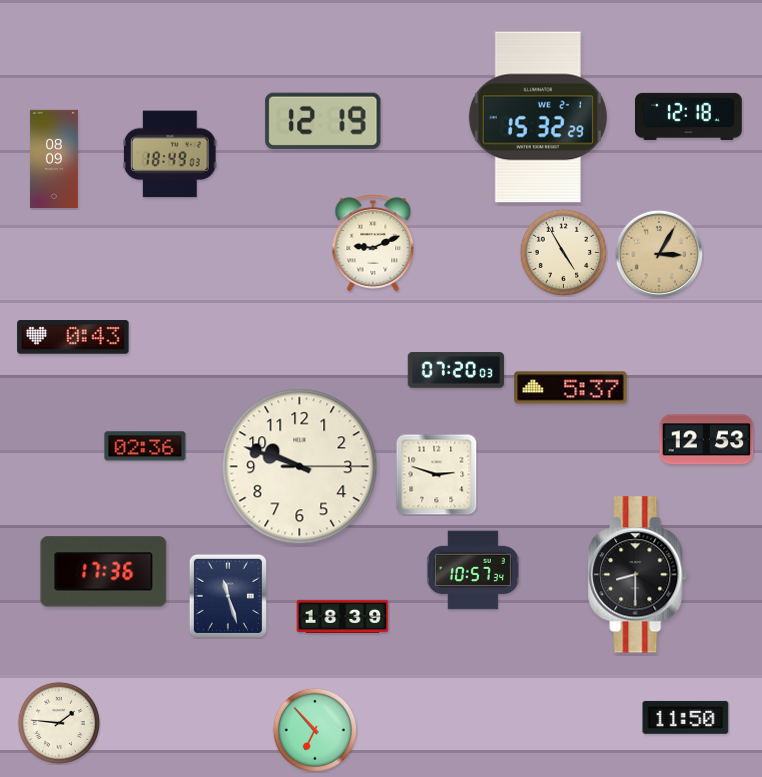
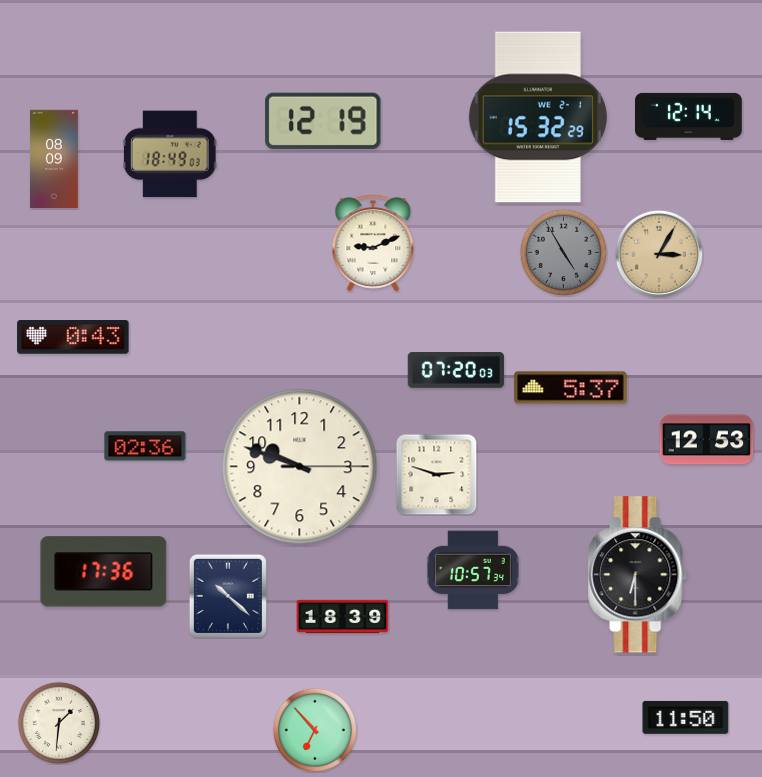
clock at (689, 116): 12:18 -> 12:14
clock at (563, 252) dial: cream -> grey
clock at (638, 575): 8:30 -> 6:30
clock at (228, 596): 11:27 -> 10:22
clock at (59, 723): 1:46 -> 1:31
